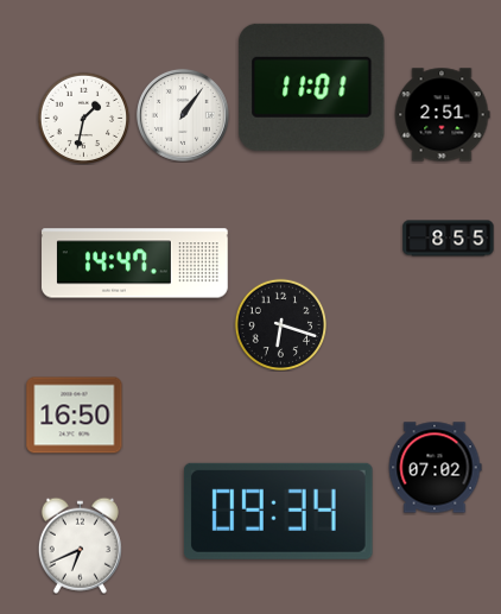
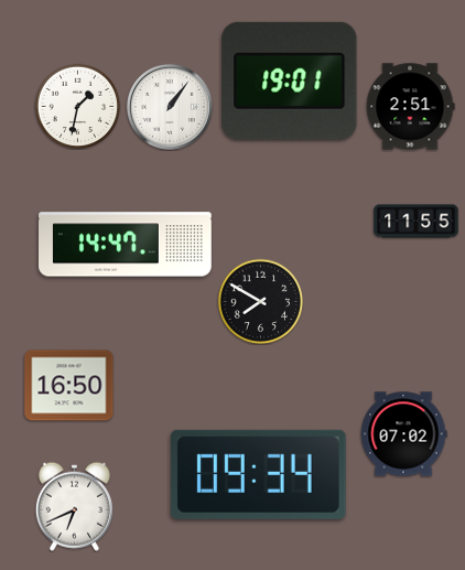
clock at (312, 87): 11:01 -> 19:01
clock at (83, 118) position: (83, 118) -> (77, 106)
clock at (449, 239): 8:55 -> 11:55
clock at (280, 324): 6:18 -> 7:50
